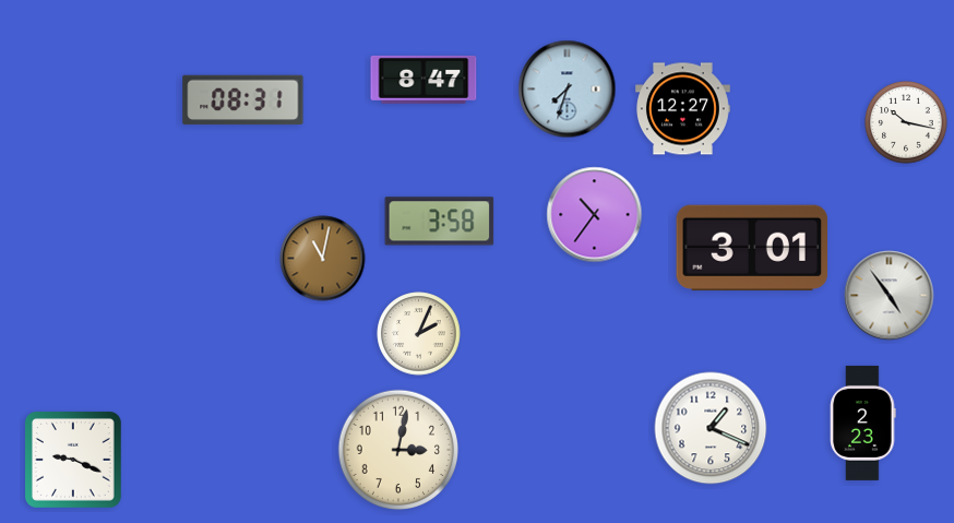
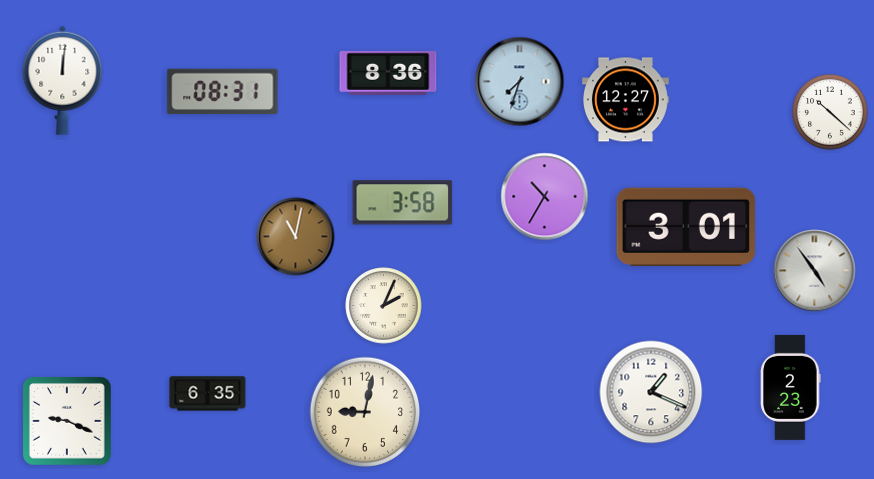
clock at (424, 80): 8:47 -> 8:36
clock at (63, 80): none -> 12:01
clock at (906, 122): 10:17 -> 10:22
clock at (595, 215): 10:36 -> 10:35
clock at (751, 248) position: (751, 248) -> (685, 227)
clock at (208, 394): none -> 6:35
clock at (398, 450): 3:02 -> 9:02
